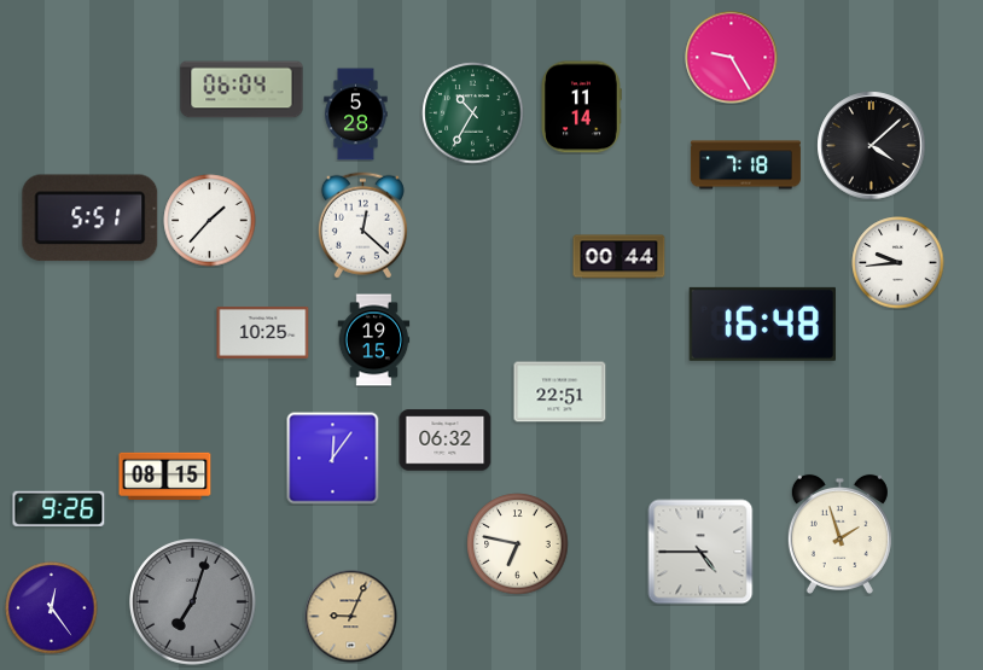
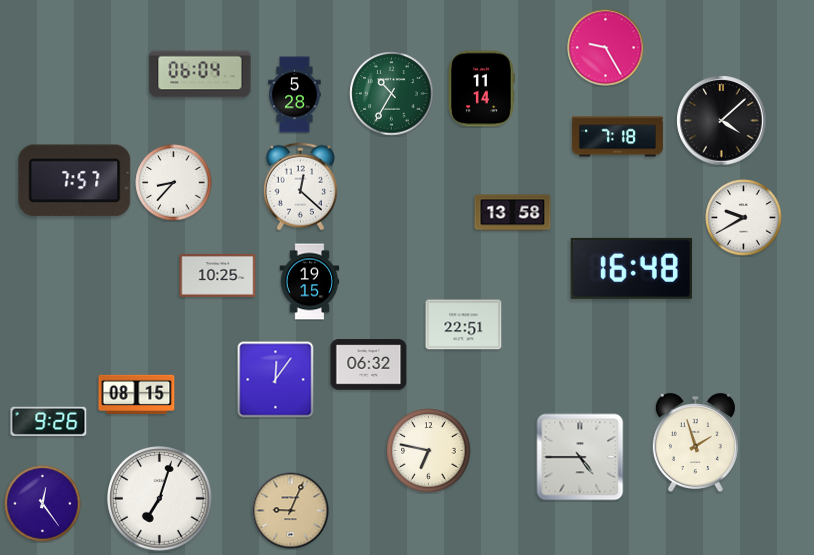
clock at (91, 219): 5:51 -> 7:57
clock at (210, 221): 1:37 -> 8:37
clock at (620, 257): 00:44 -> 13:58
clock at (898, 263): 9:44 -> 9:40
clock at (193, 602) dial: grey -> white
